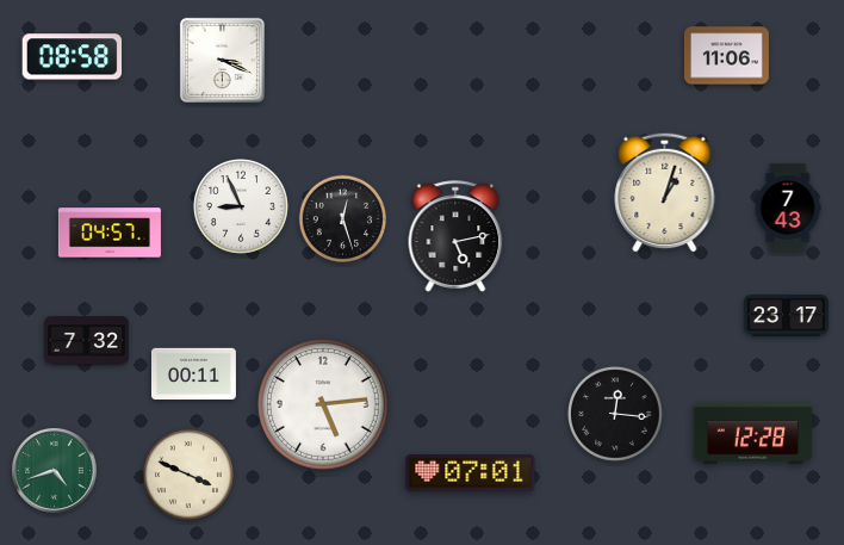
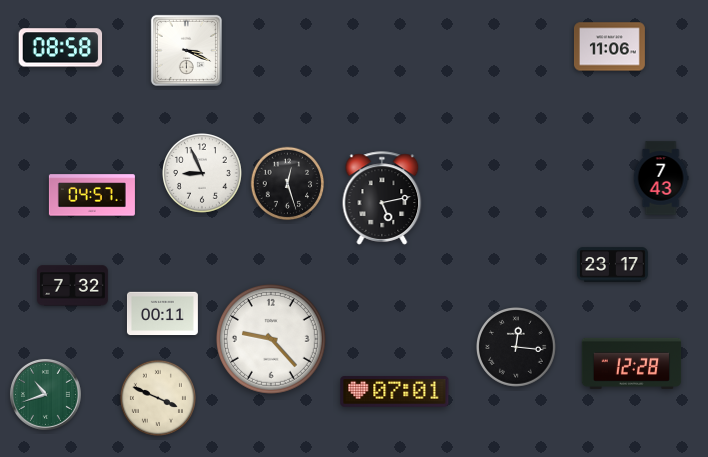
clock at (665, 192): 1:03 -> none
clock at (788, 208) position: (788, 208) -> (661, 178)
clock at (786, 316) position: (786, 316) -> (612, 265)
clock at (323, 404): 5:14 -> 9:23
clock at (54, 470): 4:42 -> 10:42
clock at (471, 473) position: (471, 473) -> (395, 392)
